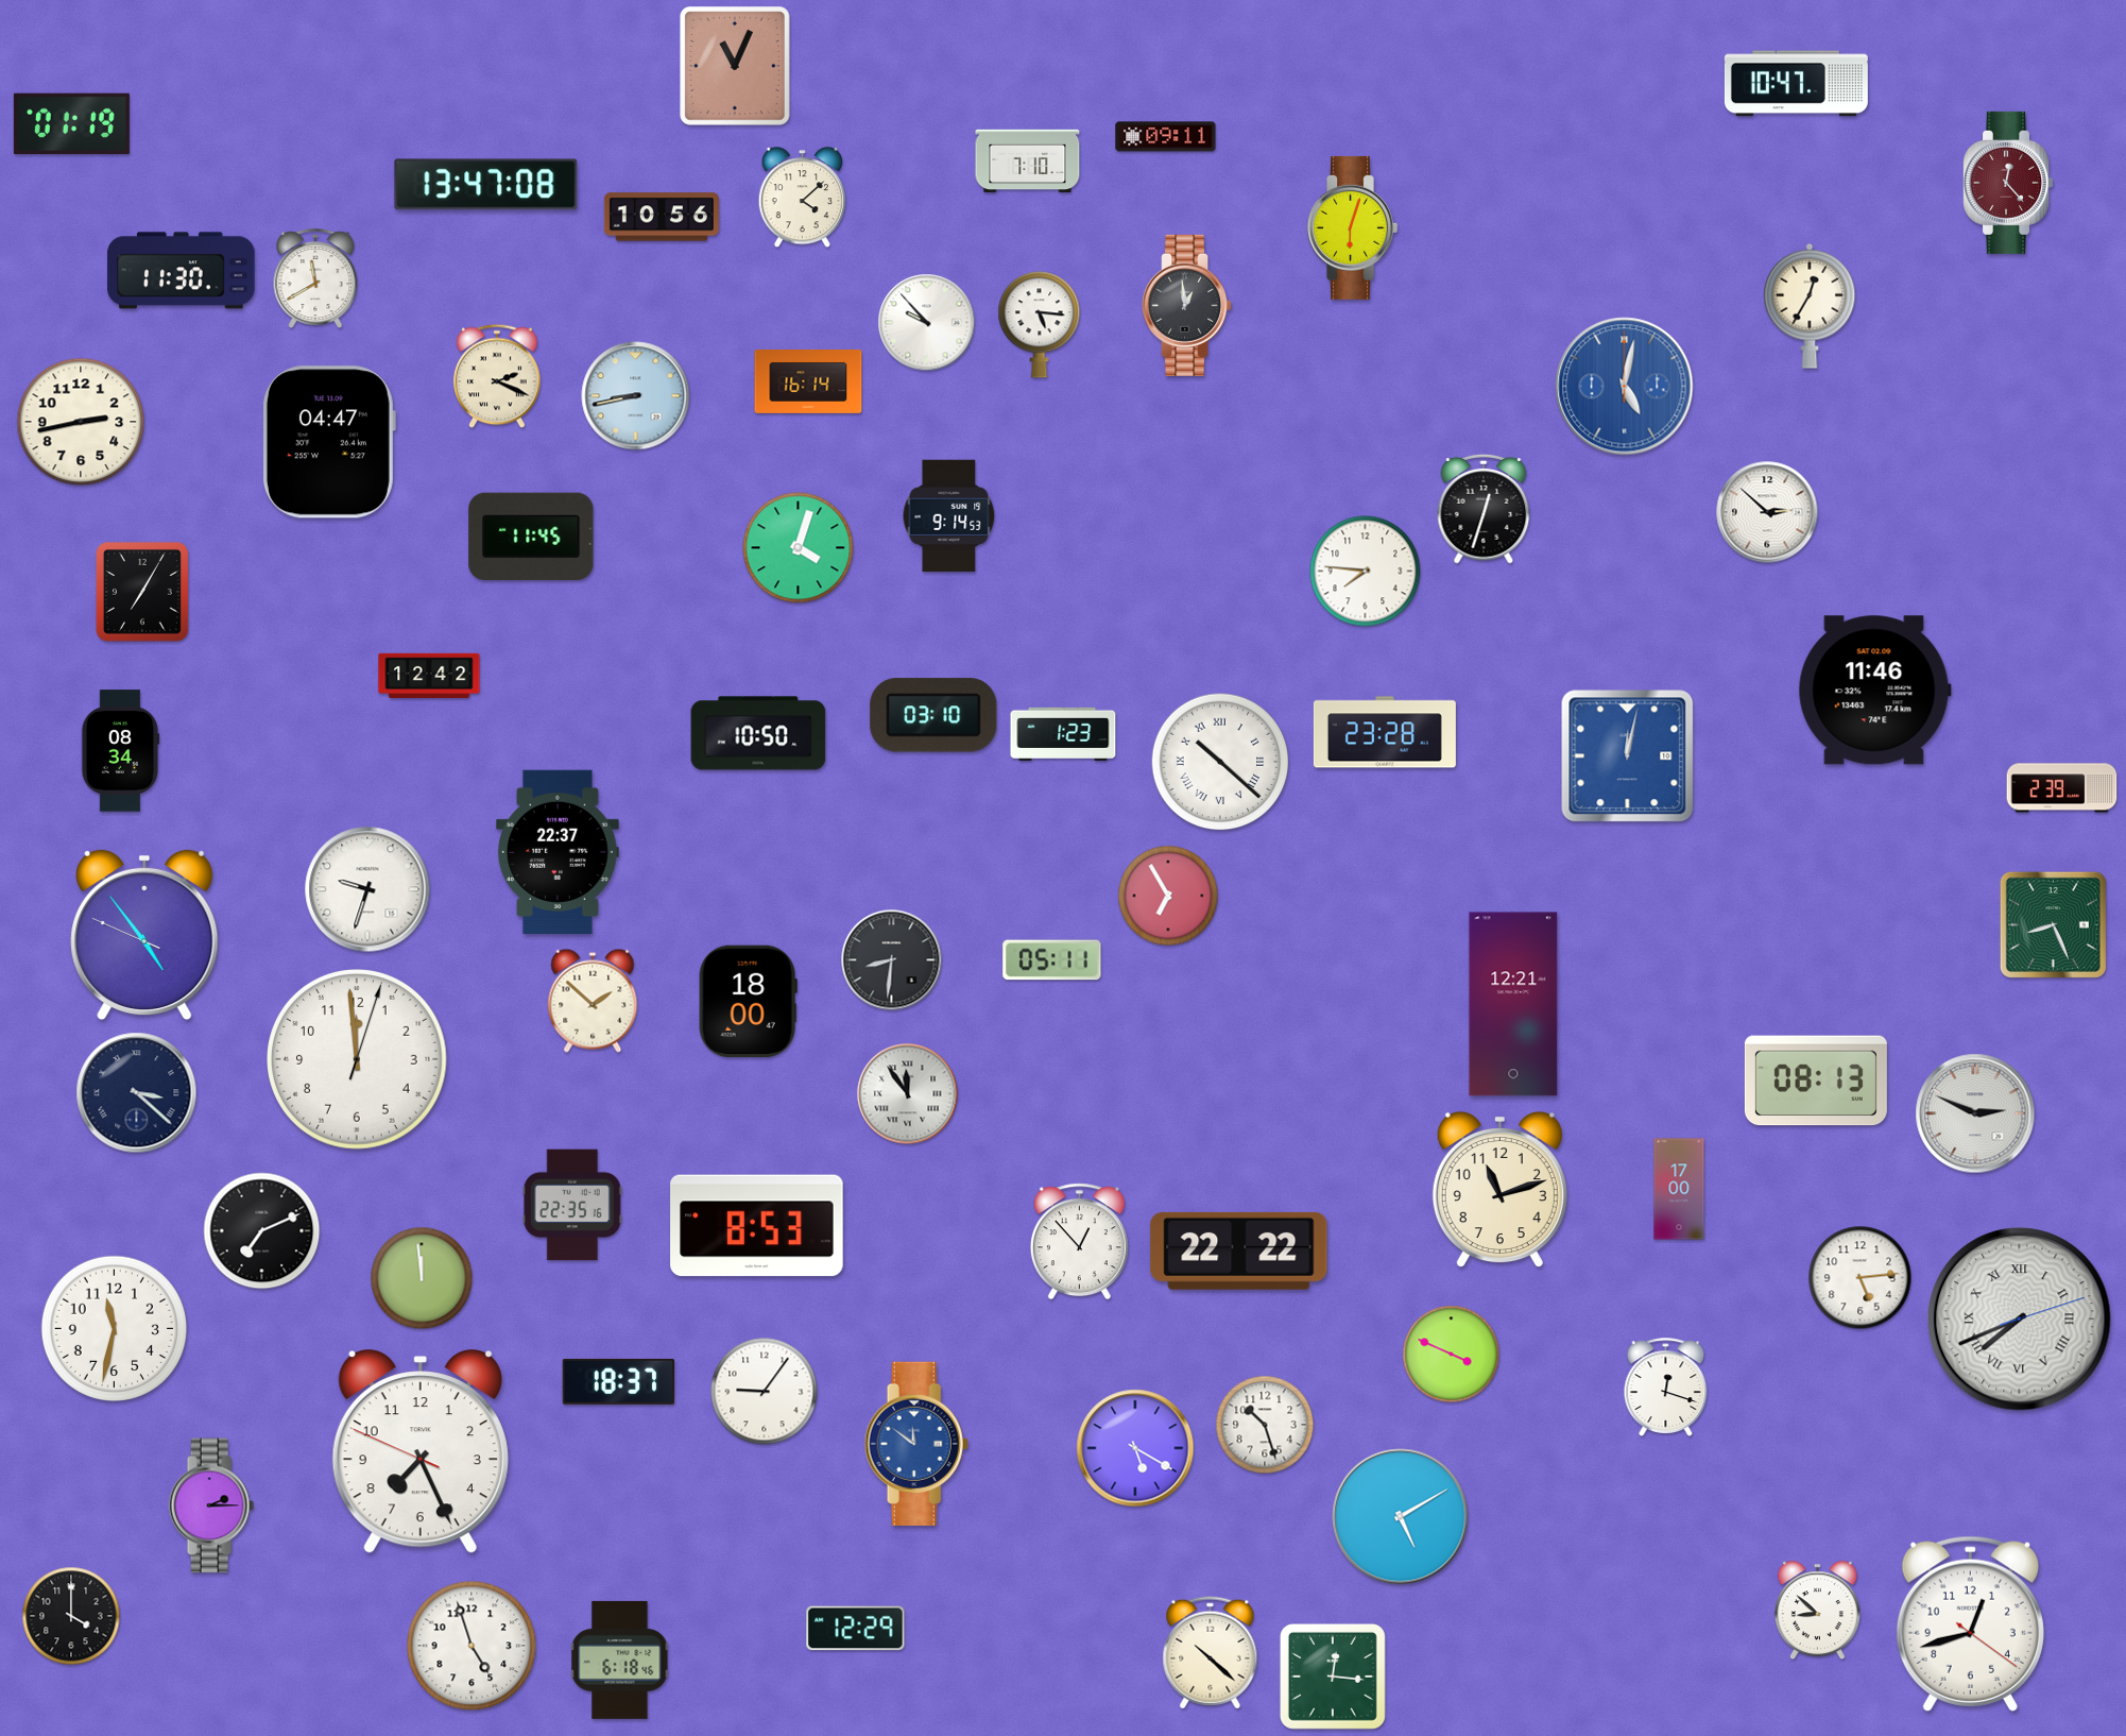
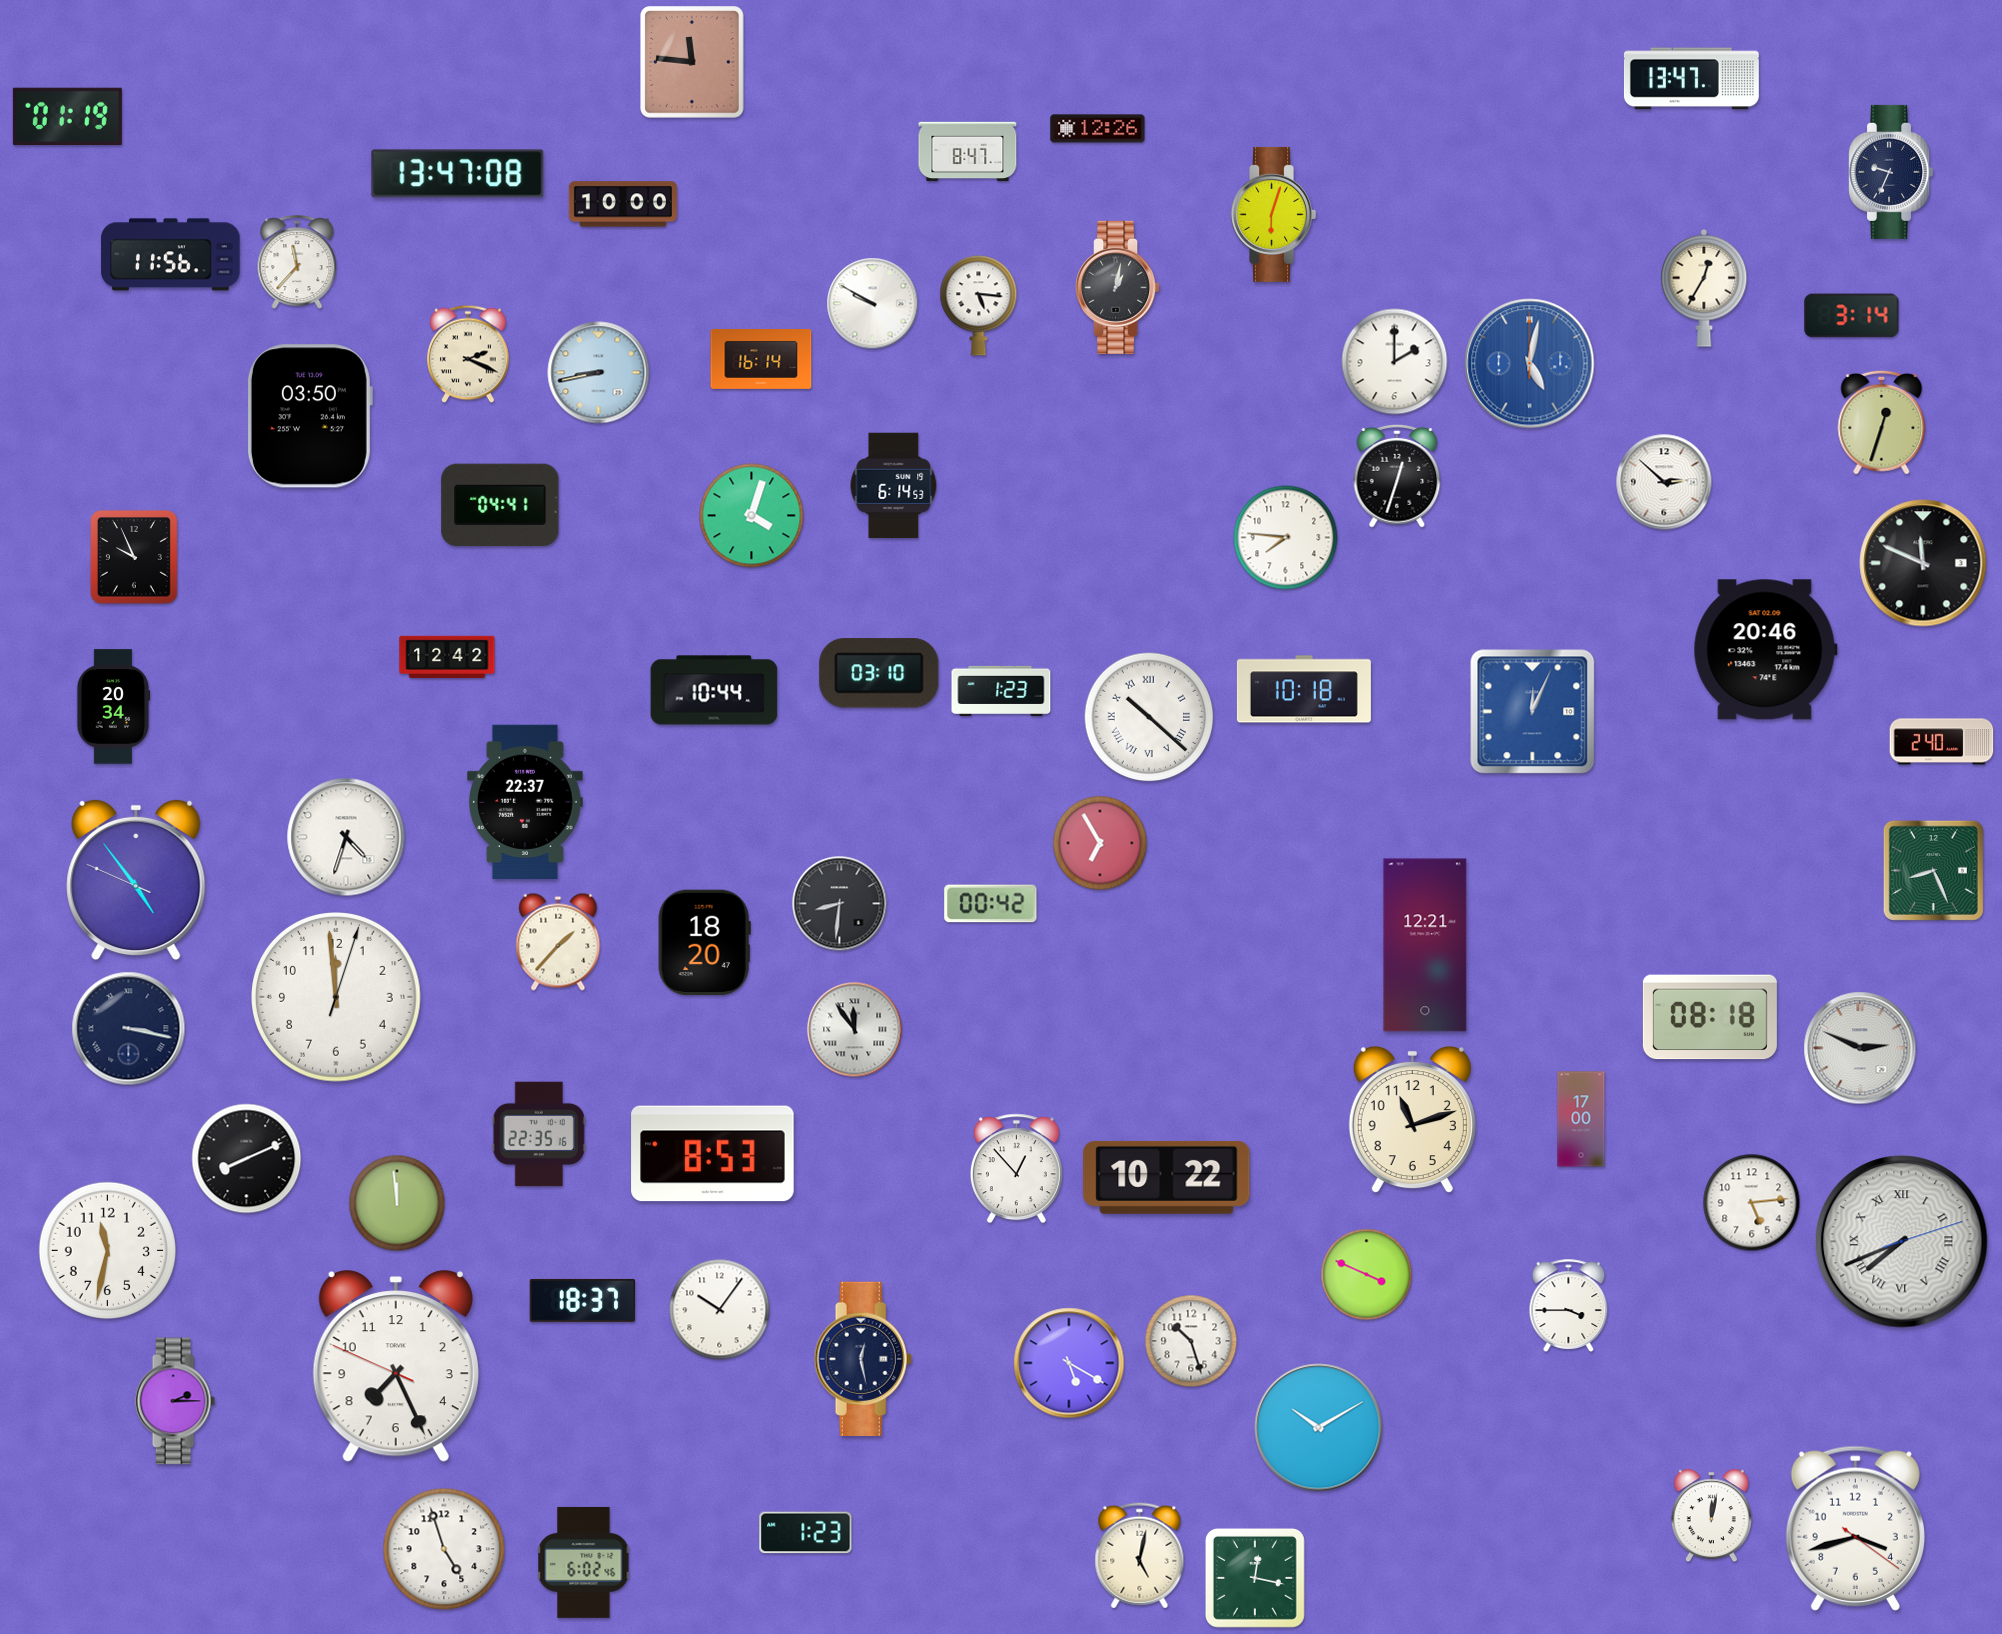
clock at (735, 66): 11:04 -> 11:46
clock at (1796, 84): 10:47 -> 13:47
clock at (1166, 137): 09:11 -> 12:26
clock at (1028, 161): 7:10 -> 8:47
clock at (2008, 183): 12:23 -> 9:34
clock at (2008, 183) dial: burgundy -> navy
clock at (803, 199): 4:08 -> none
clock at (662, 217): 10:56 -> 10:00
clock at (182, 271): 11:30 -> 11:56
clock at (315, 278): 11:40 -> 11:37
clock at (1187, 305): 12:59 -> 1:02
clock at (927, 323): 9:53 -> 9:50
clock at (1852, 316): none -> 3:14
clock at (1395, 362): none -> 2:00
clock at (81, 422): 2:43 -> none
clock at (328, 442): 04:47 -> 03:50
clock at (1882, 422): none -> 12:33
clock at (1484, 509) position: (1484, 509) -> (1397, 476)
clock at (949, 516): 9:14 -> 6:14
clock at (531, 537): 11:45 -> 04:41
clock at (143, 593): 7:05 -> 9:56
clock at (1923, 563): none -> 11:49
clock at (429, 676) position: (429, 676) -> (447, 657)
clock at (1874, 691): 11:46 -> 20:46
clock at (1385, 732): 23:28 -> 10:18
clock at (758, 733): 10:50 -> 10:44
clock at (121, 751): 08:34 -> 20:34
clock at (1628, 756): 12:02 -> 12:04
clock at (2062, 788): 2:39 -> 2:40
clock at (367, 889): 9:33 -> 4:33
clock at (1052, 960): 05:11 -> 00:42
clock at (593, 1001): 1:52 -> 1:37
clock at (748, 1002): 18:00 -> 18:20
clock at (1816, 1080): 08:13 -> 08:18
clock at (137, 1093): 3:22 -> 3:17
clock at (262, 1231): 7:11 -> 8:11
clock at (1239, 1250): 22:22 -> 10:22
clock at (1666, 1386): 12:18 -> 3:45
clock at (765, 1392): 9:06 -> 10:06
clock at (916, 1443): 11:51 -> 12:28
clock at (916, 1443) dial: blue -> navy
clock at (211, 1505) position: (211, 1505) -> (175, 1401)
clock at (1401, 1517): 5:10 -> 10:10
clock at (1817, 1611): 8:52 -> 12:02
clock at (71, 1616): 4:00 -> none
clock at (1970, 1623): 12:42 -> 3:42
clock at (856, 1629): 12:29 -> 1:23
clock at (1211, 1653): 10:22 -> 5:02
clock at (620, 1660): 6:18 -> 6:02
clock at (1333, 1677): 12:16 -> 12:17
